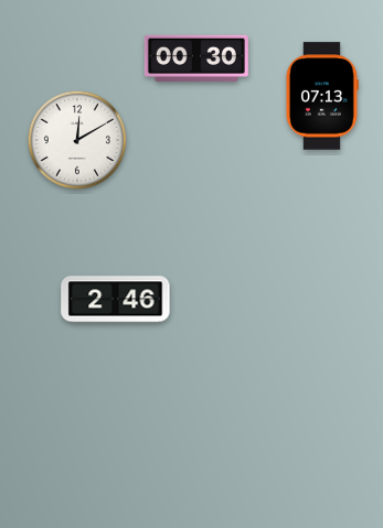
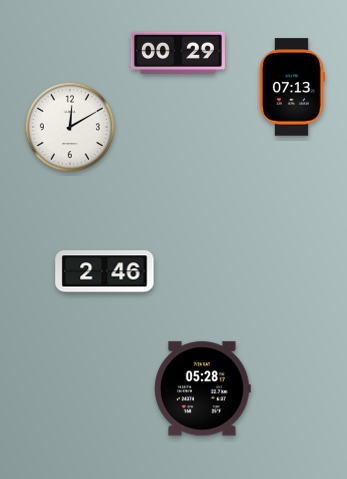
clock at (196, 58): 00:30 -> 00:29
clock at (202, 389): none -> 05:28
